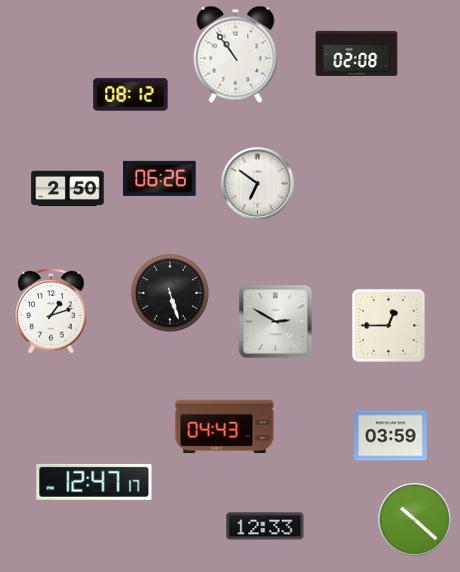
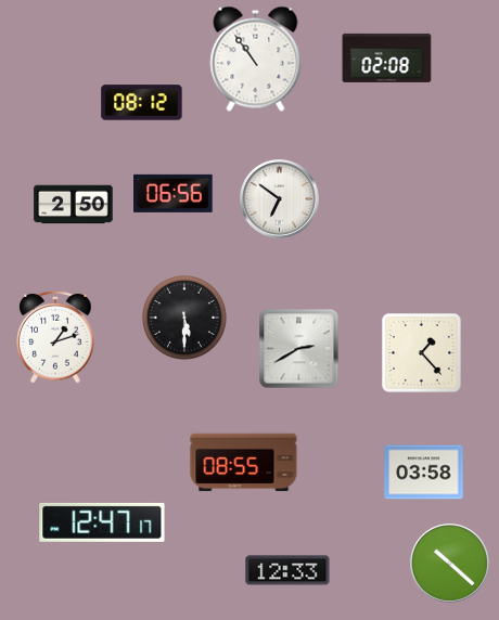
clock at (160, 178): 06:26 -> 06:56
clock at (170, 293): 5:27 -> 5:30
clock at (276, 322): 2:50 -> 2:40
clock at (388, 325): 12:45 -> 1:23
clock at (225, 427): 04:43 -> 08:55
clock at (391, 436): 03:59 -> 03:58
